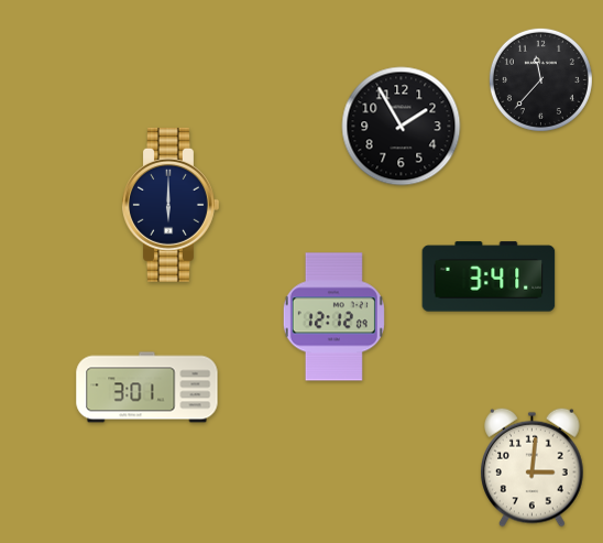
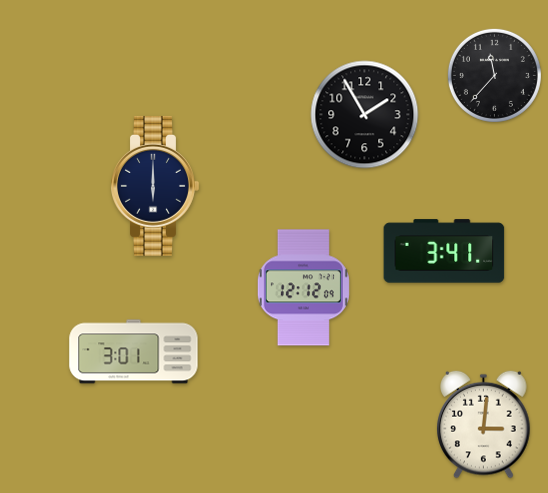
clock at (540, 79) position: (540, 79) -> (494, 75)
